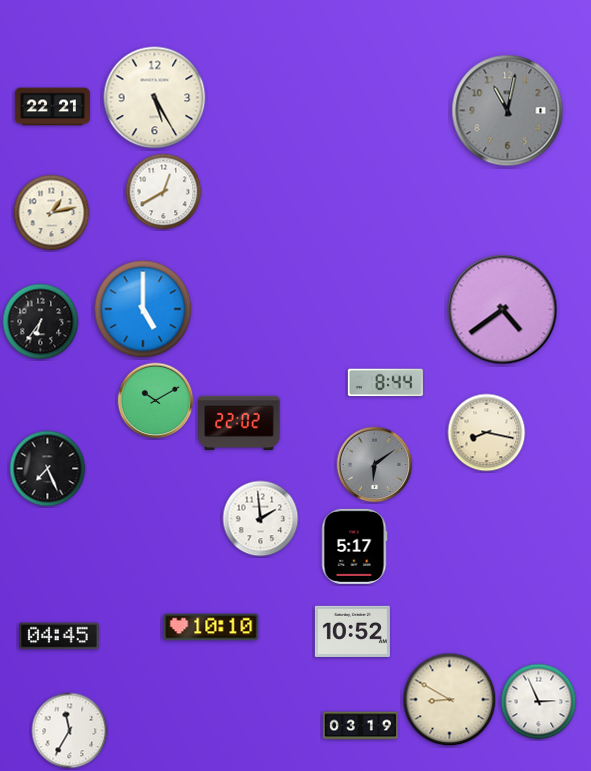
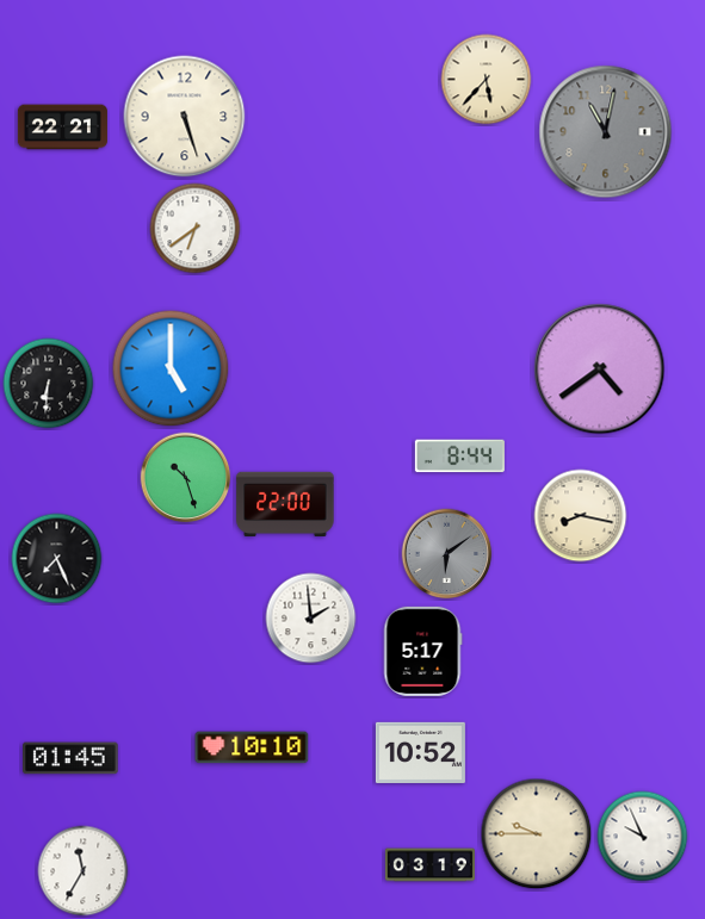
clock at (487, 80): none -> 5:37
clock at (155, 98): 5:25 -> 5:27
clock at (164, 192): 12:40 -> 6:39
clock at (52, 213): 1:13 -> none
clock at (41, 322): 6:36 -> 6:31
clock at (156, 401): 10:10 -> 10:27
clock at (239, 422): 22:02 -> 22:00
clock at (59, 636): 04:45 -> 01:45
clock at (450, 700): 8:50 -> 9:45
clock at (539, 702): 2:56 -> 9:56
